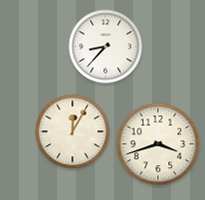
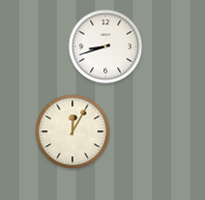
clock at (106, 47): 8:37 -> 8:42
clock at (158, 144): 3:42 -> none
